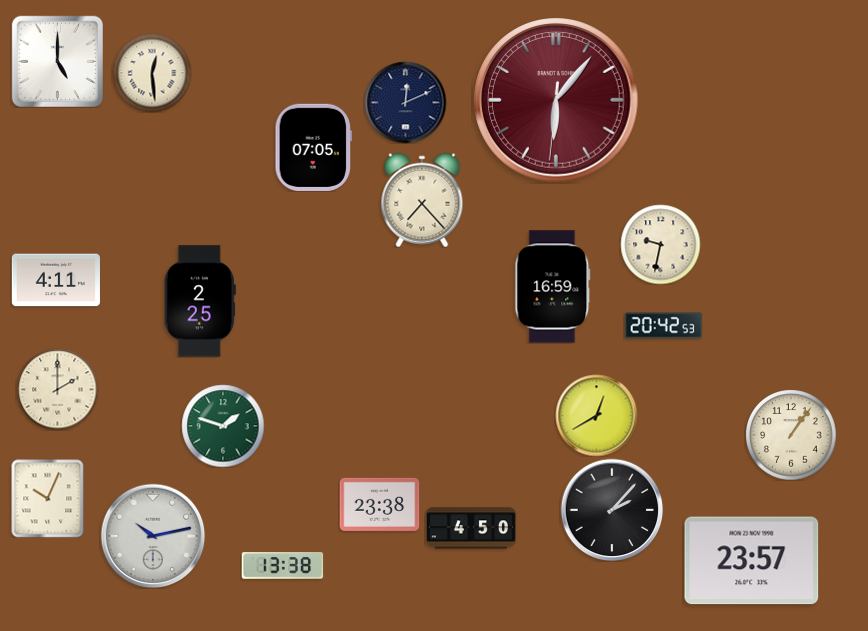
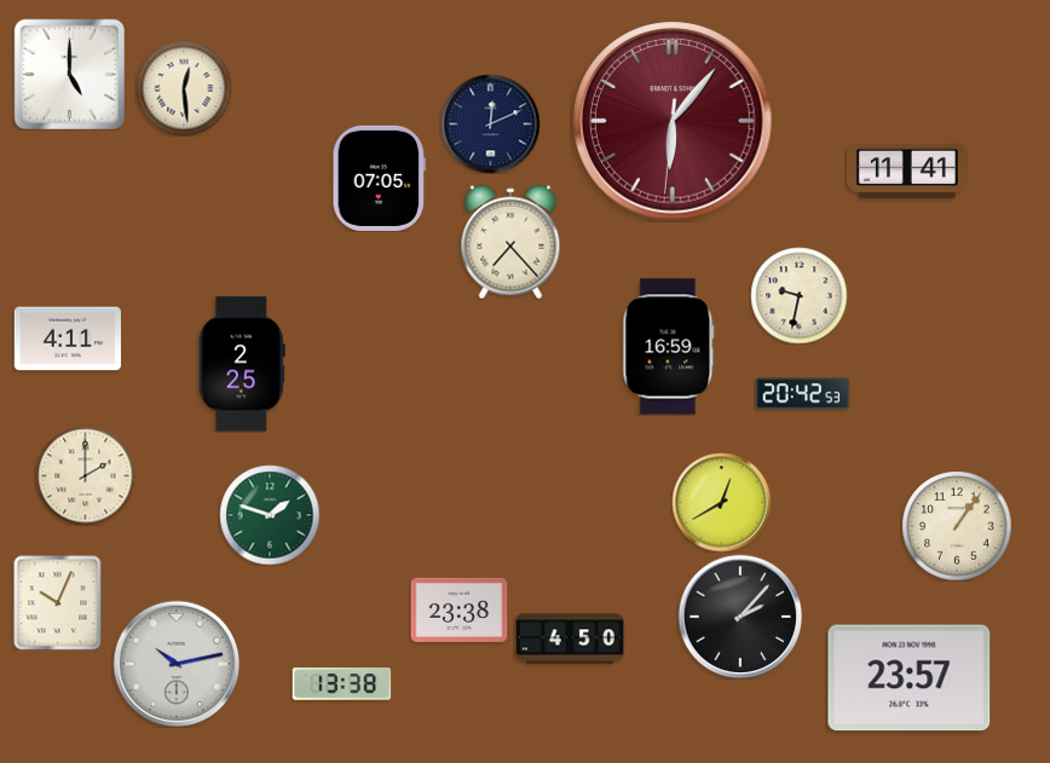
clock at (908, 169): none -> 11:41
clock at (57, 389) position: (57, 389) -> (85, 475)
clock at (153, 536) position: (153, 536) -> (177, 664)
